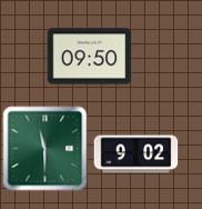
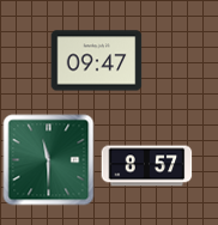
clock at (90, 57): 09:50 -> 09:47
clock at (137, 155): 9:02 -> 8:57
